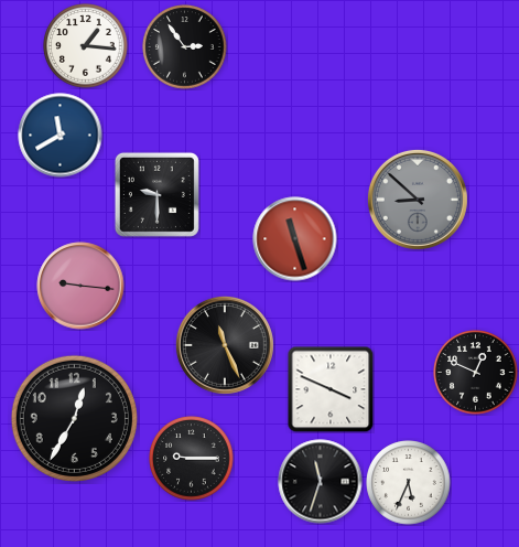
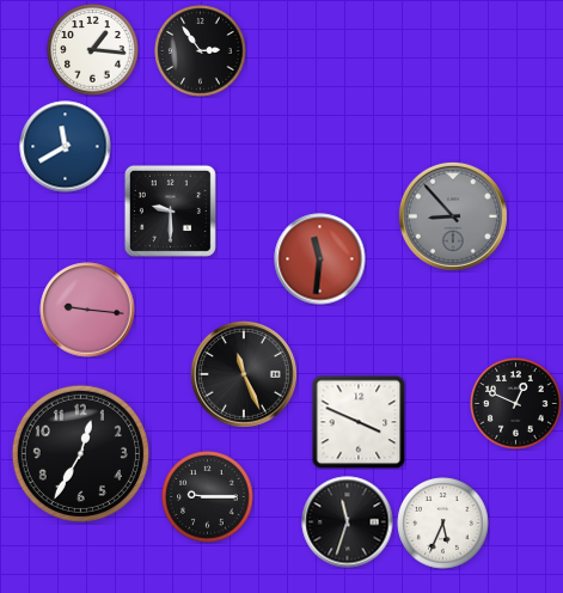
clock at (418, 200): 8:52 -> 8:53
clock at (295, 239): 11:27 -> 11:31
